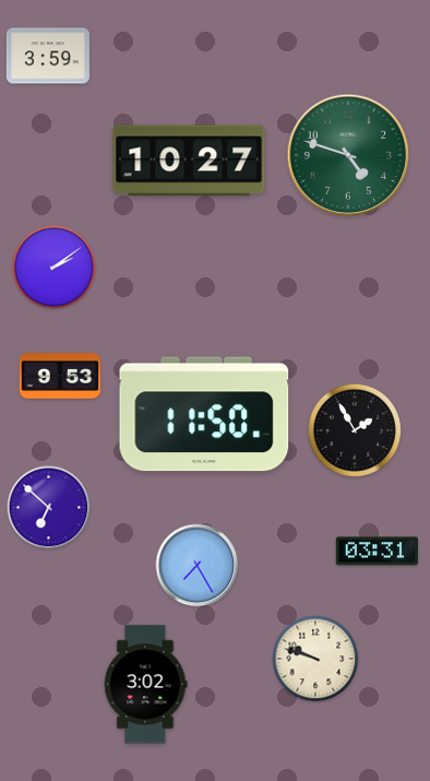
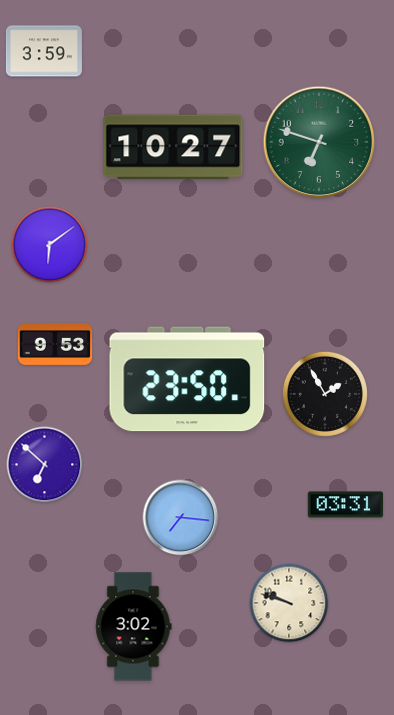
clock at (348, 155): 4:48 -> 6:48
clock at (55, 268): 2:09 -> 6:09
clock at (204, 414): 11:50 -> 23:50
clock at (198, 566): 7:25 -> 7:16
